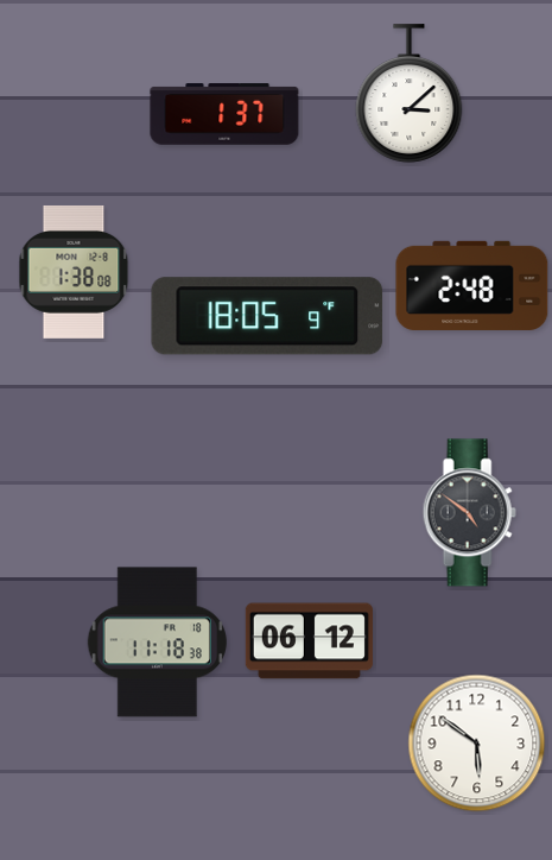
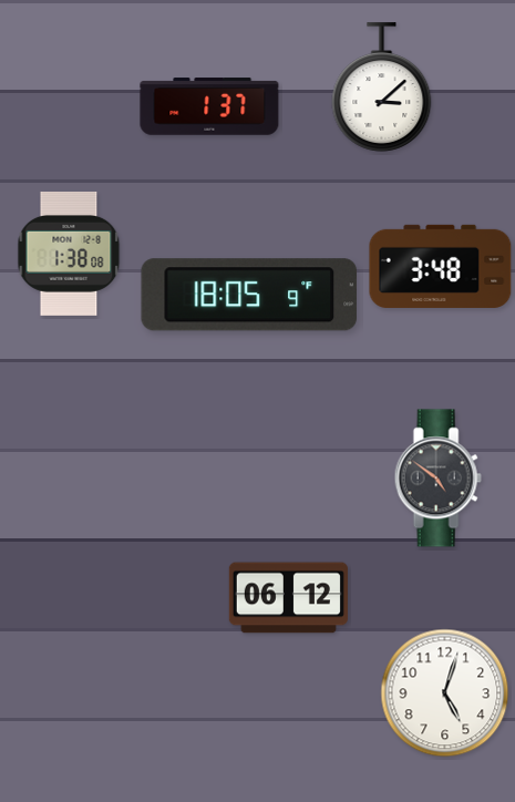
clock at (472, 285): 2:48 -> 3:48
clock at (157, 643): 11:18 -> none
clock at (477, 744): 5:51 -> 5:03
